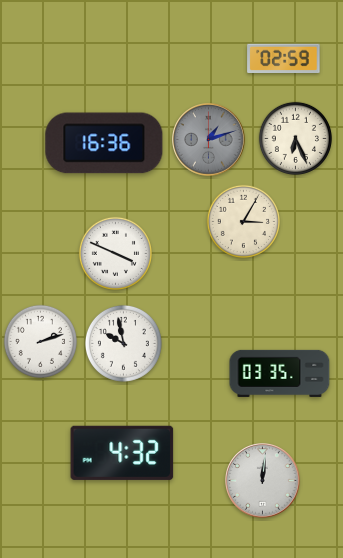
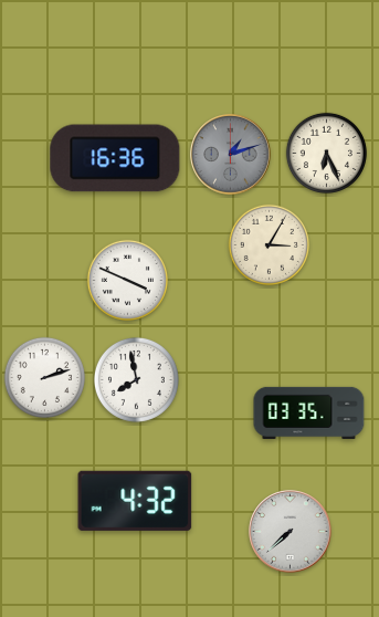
clock at (284, 58): 02:59 -> none
clock at (123, 343): 9:58 -> 7:58
clock at (263, 481): 12:01 -> 7:38
